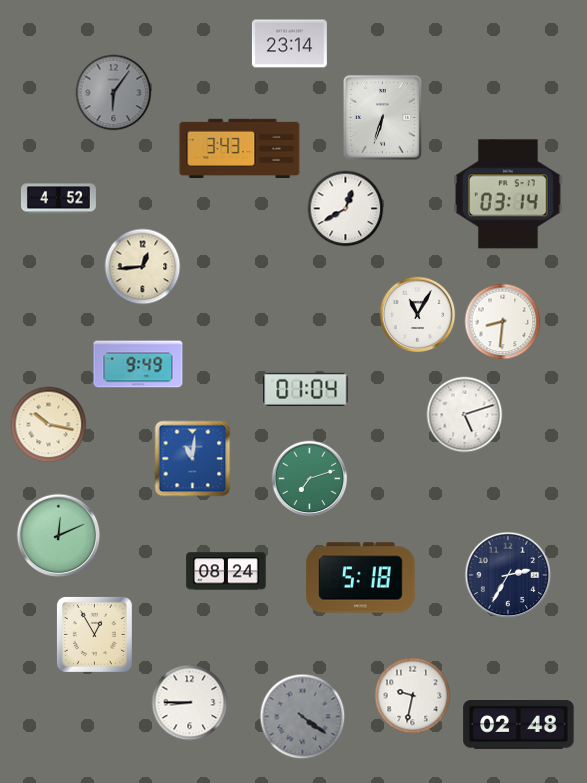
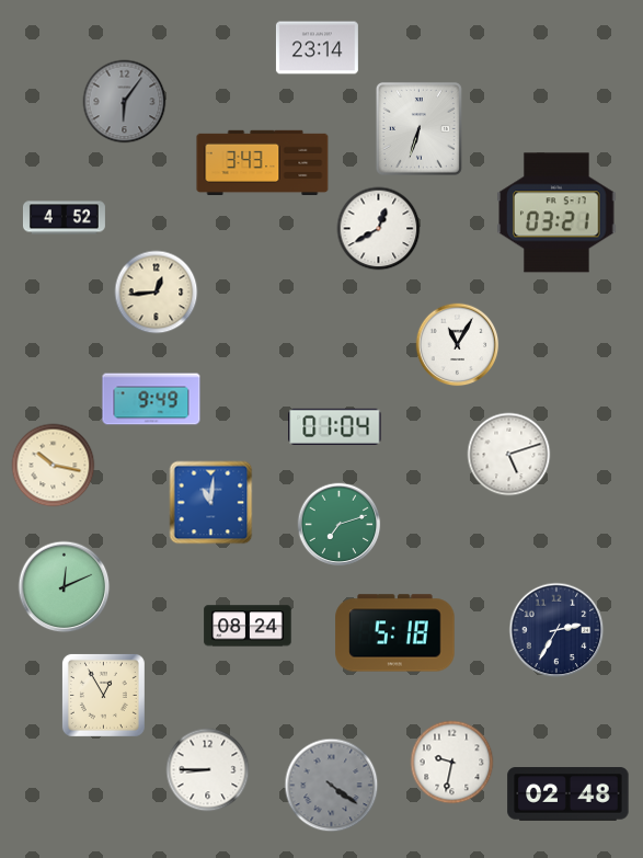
clock at (508, 194): 03:14 -> 03:21
clock at (503, 322): 8:31 -> none
